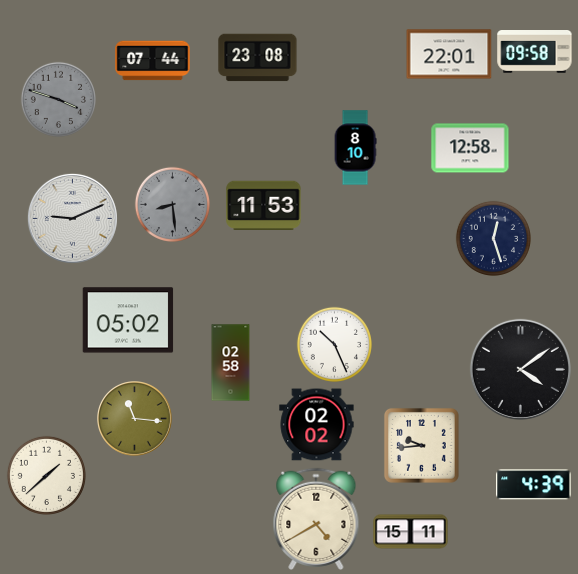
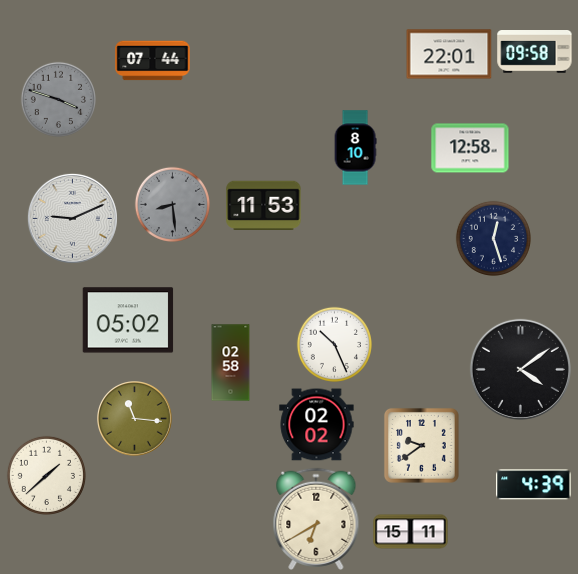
clock at (258, 58): 23:08 -> none
clock at (421, 445): 9:44 -> 9:39
clock at (316, 519): 4:40 -> 6:40
